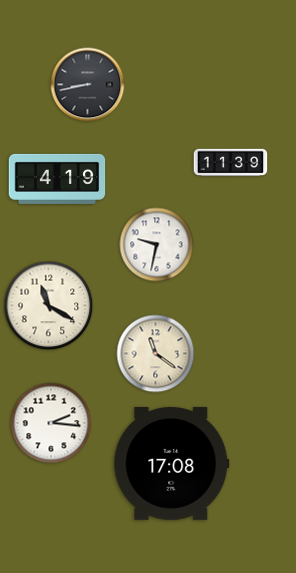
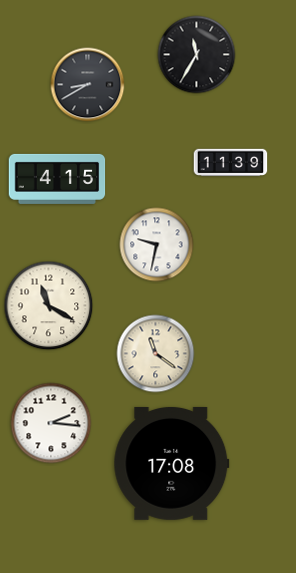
clock at (197, 55): none -> 11:35
clock at (88, 85): 8:43 -> 8:40
clock at (57, 179): 4:19 -> 4:15
